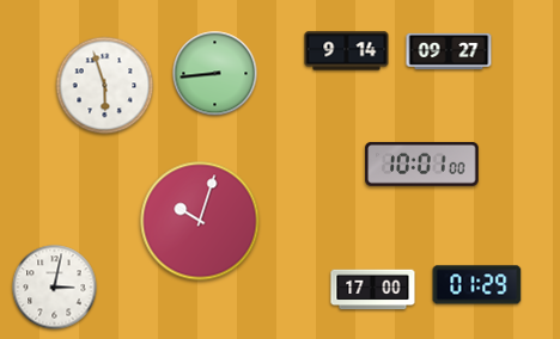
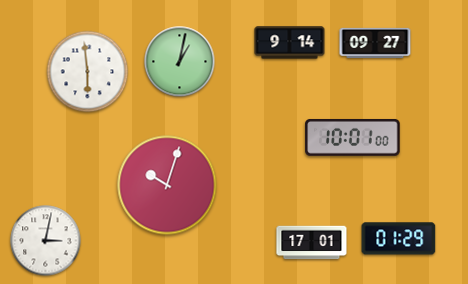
clock at (215, 74): 8:44 -> 1:02
clock at (105, 86): 5:57 -> 5:59
clock at (373, 290): 17:00 -> 17:01
